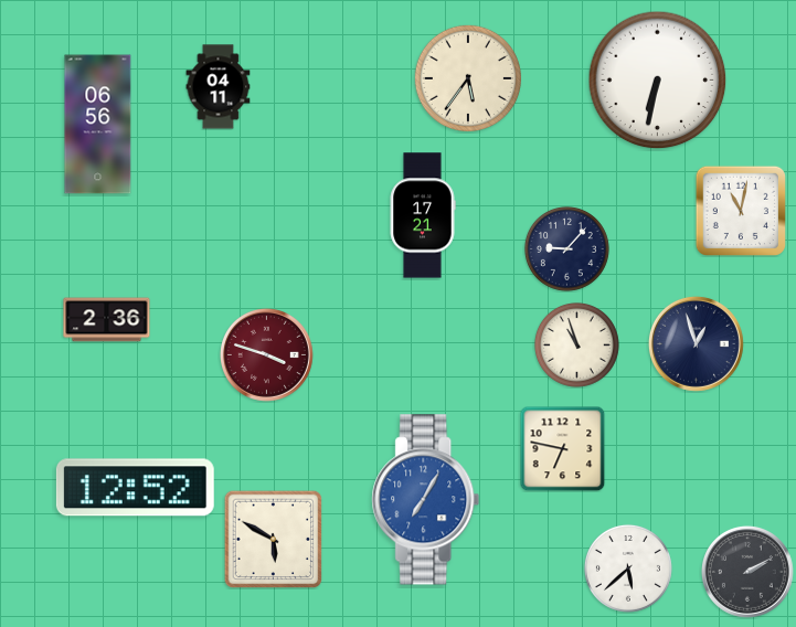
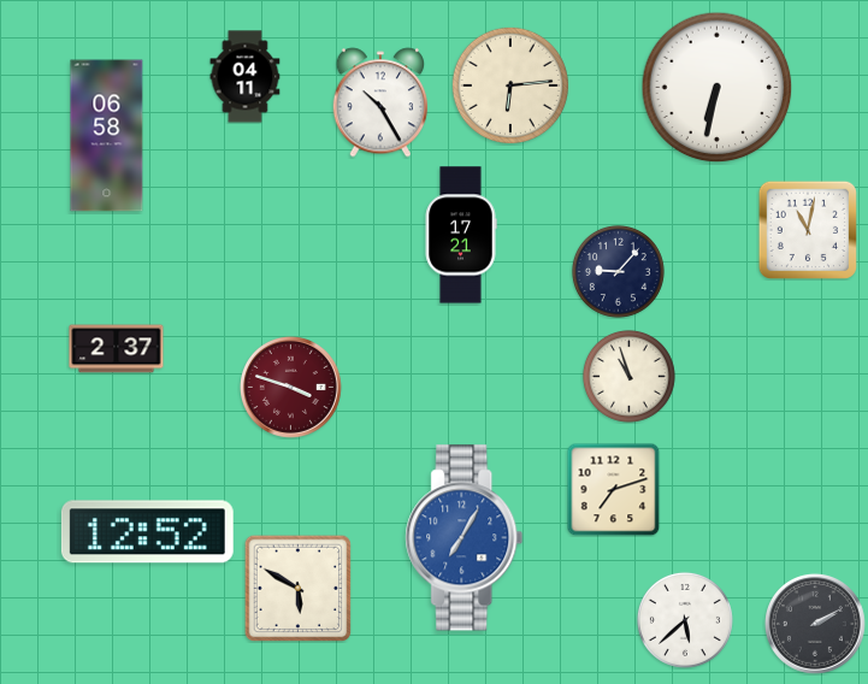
clock at (468, 78): 5:36 -> 6:14
clock at (219, 87) position: (219, 87) -> (246, 77)
clock at (380, 102): none -> 10:25
clock at (98, 125): 06:56 -> 06:58
clock at (107, 320): 2:36 -> 2:37
clock at (696, 343): 12:57 -> none
clock at (562, 448): 6:47 -> 7:12
clock at (426, 500) position: (426, 500) -> (465, 538)
